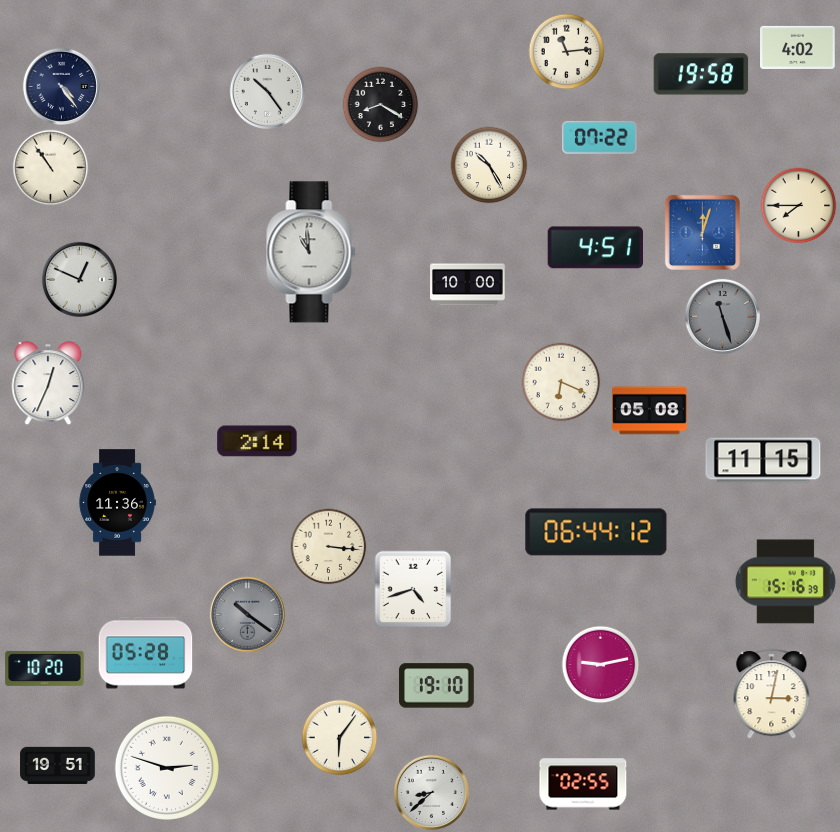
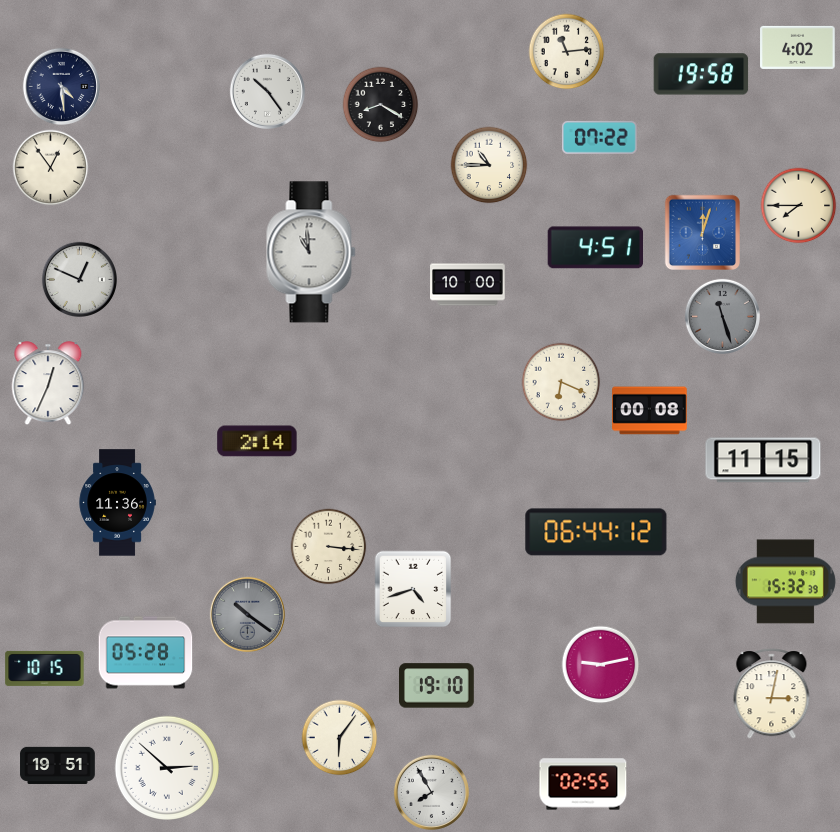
clock at (61, 86): 4:24 -> 4:29
clock at (489, 165): 10:25 -> 10:45
clock at (51, 168): 10:54 -> 12:54
clock at (650, 411): 05:08 -> 00:08
clock at (785, 582): 15:16 -> 15:32
clock at (45, 668): 10:20 -> 10:15
clock at (167, 768): 2:48 -> 2:52
clock at (431, 792): 8:38 -> 7:55
